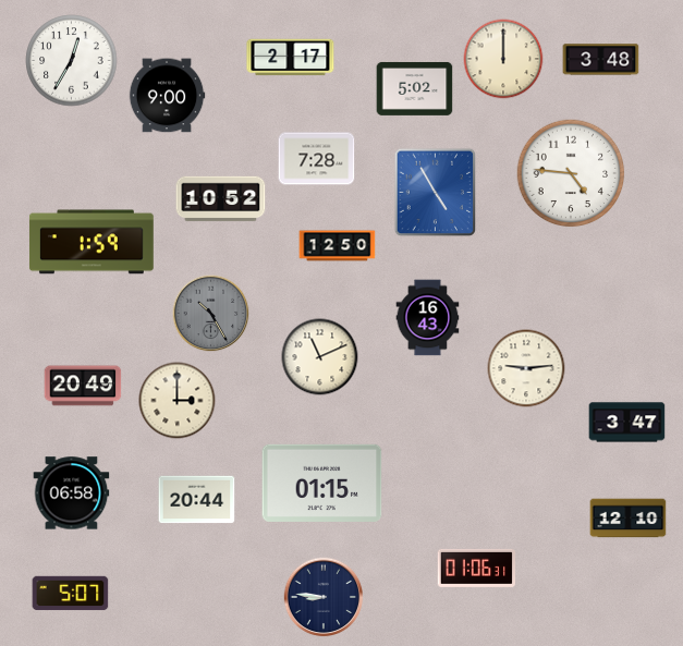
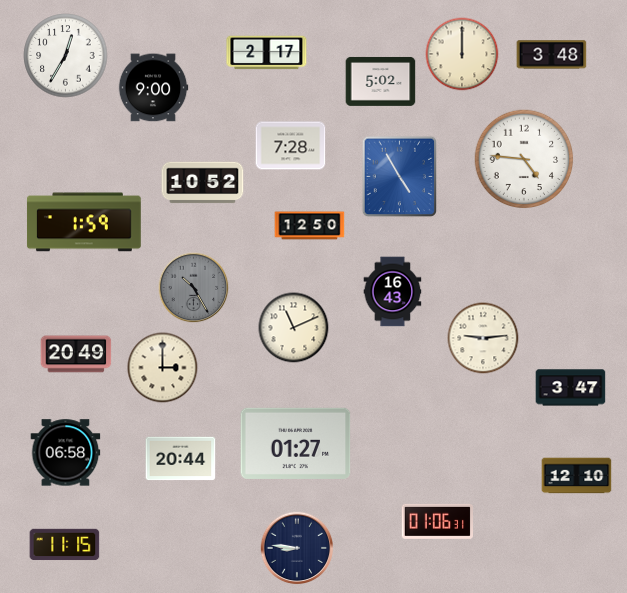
clock at (627, 423) position: (627, 423) -> (571, 388)
clock at (322, 483): 01:15 -> 01:27
clock at (71, 594): 5:07 -> 11:15
